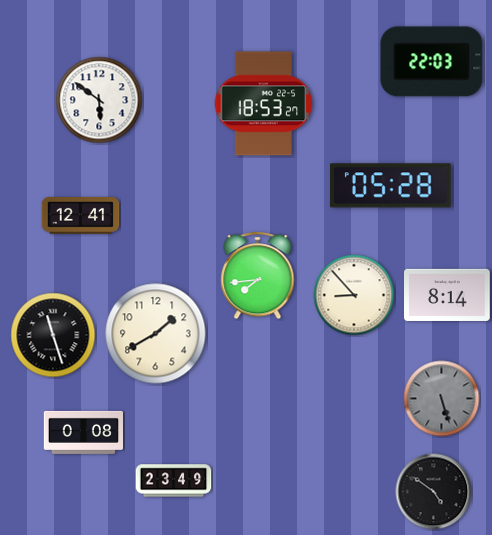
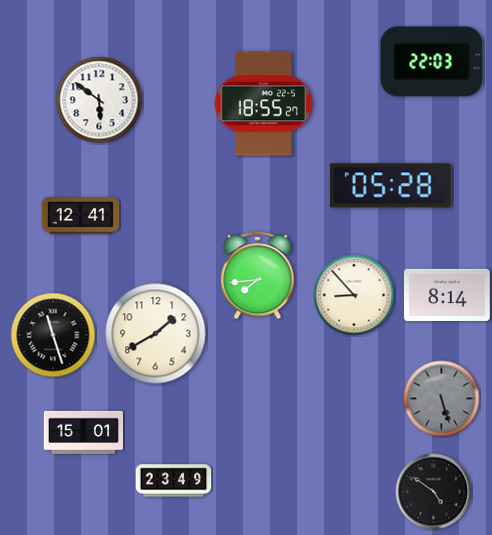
clock at (264, 104): 18:53 -> 18:55
clock at (83, 432): 0:08 -> 15:01
